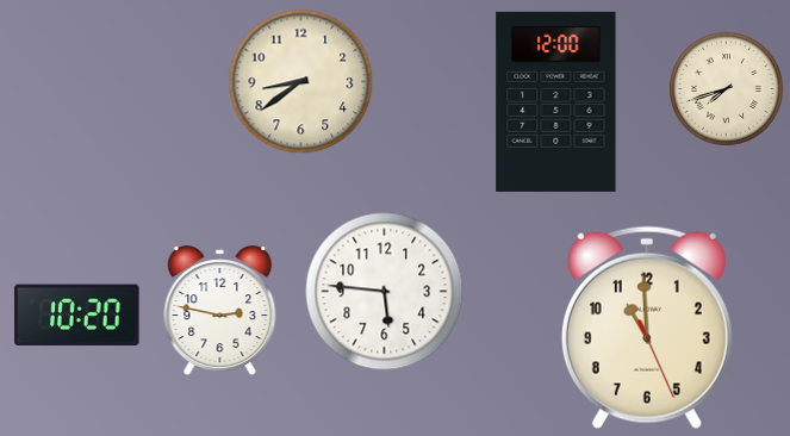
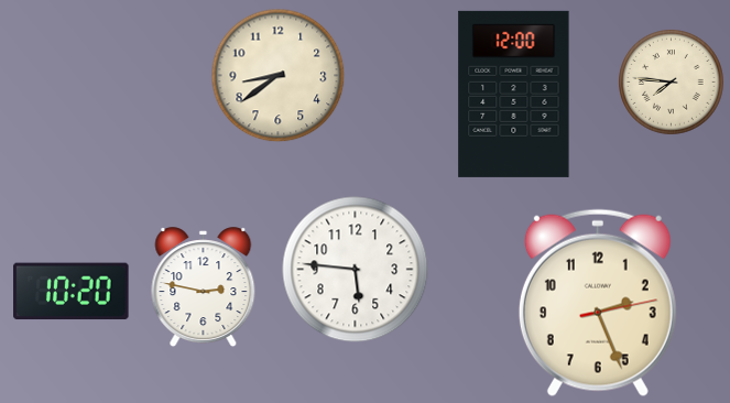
clock at (727, 89): 7:42 -> 7:46
clock at (647, 328): 10:59 -> 2:26
